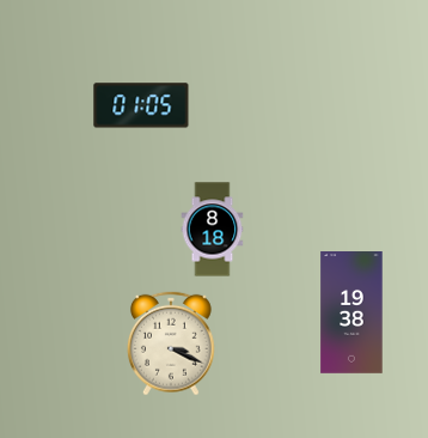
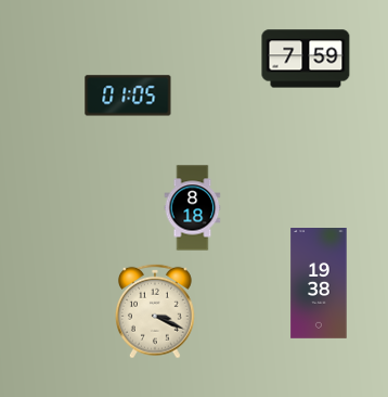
clock at (306, 59): none -> 7:59
